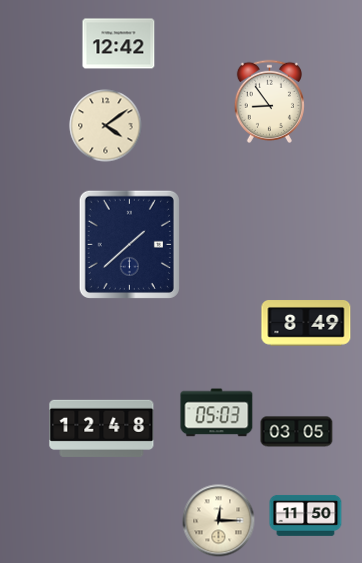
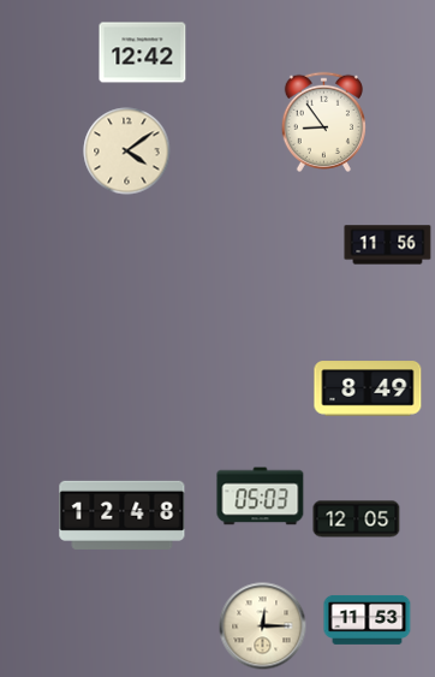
clock at (388, 245): none -> 11:56
clock at (129, 244): 1:38 -> none
clock at (297, 432): 03:05 -> 12:05
clock at (306, 515): 11:50 -> 11:53
